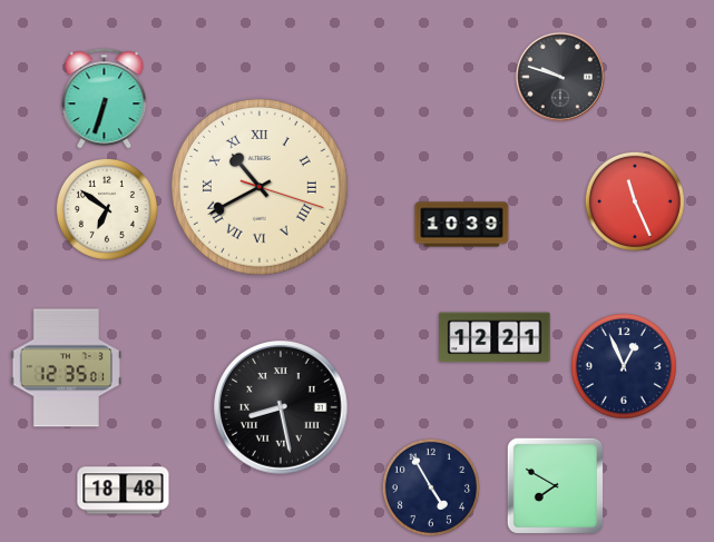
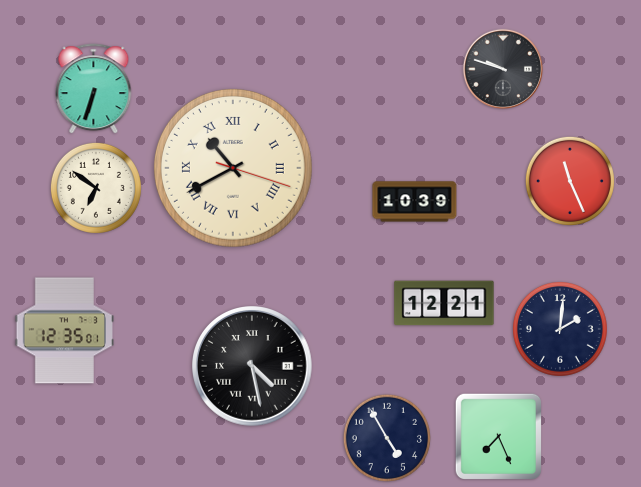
clock at (624, 366): 12:56 -> 2:01
clock at (66, 368) position: (66, 368) -> (64, 331)
clock at (282, 408): 8:28 -> 4:28
clock at (555, 485): 7:50 -> 7:26
clock at (124, 491): 18:48 -> none
